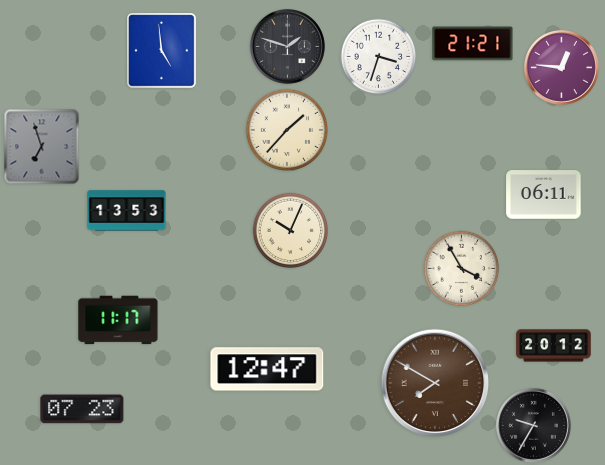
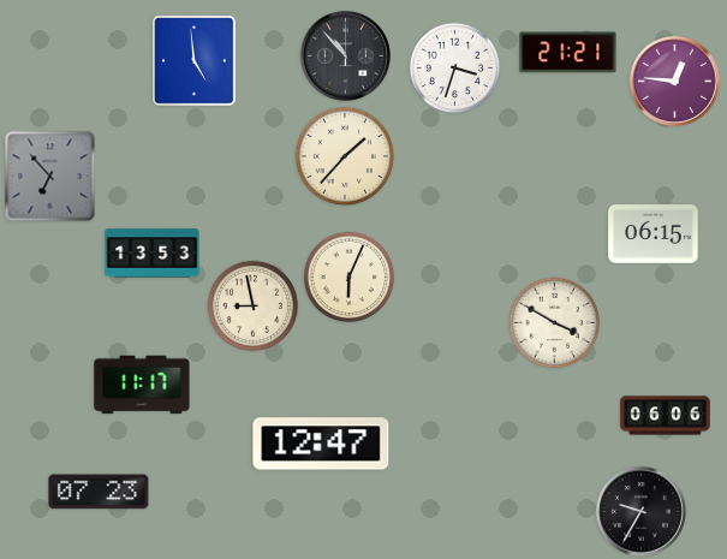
clock at (287, 46): 1:48 -> 10:53
clock at (42, 147): 6:57 -> 6:53
clock at (544, 195): 06:11 -> 06:15
clock at (291, 231): 10:04 -> 6:04
clock at (254, 307): none -> 8:58
clock at (462, 269): 3:55 -> 3:50
clock at (554, 346): 20:12 -> 06:06
clock at (435, 383): 7:50 -> none
